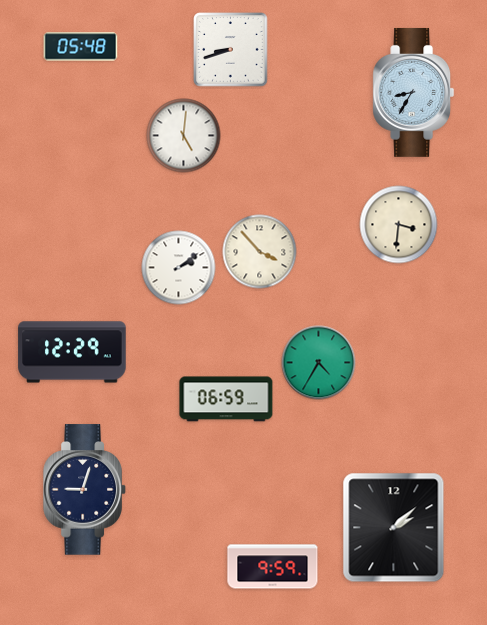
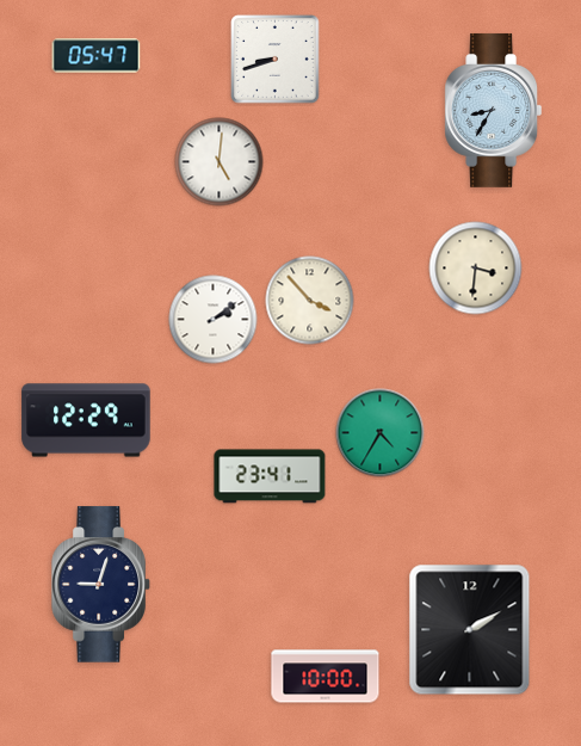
clock at (81, 47): 05:48 -> 05:47
clock at (226, 399): 06:59 -> 23:41
clock at (394, 528): 2:08 -> 2:10
clock at (273, 567): 9:59 -> 10:00
